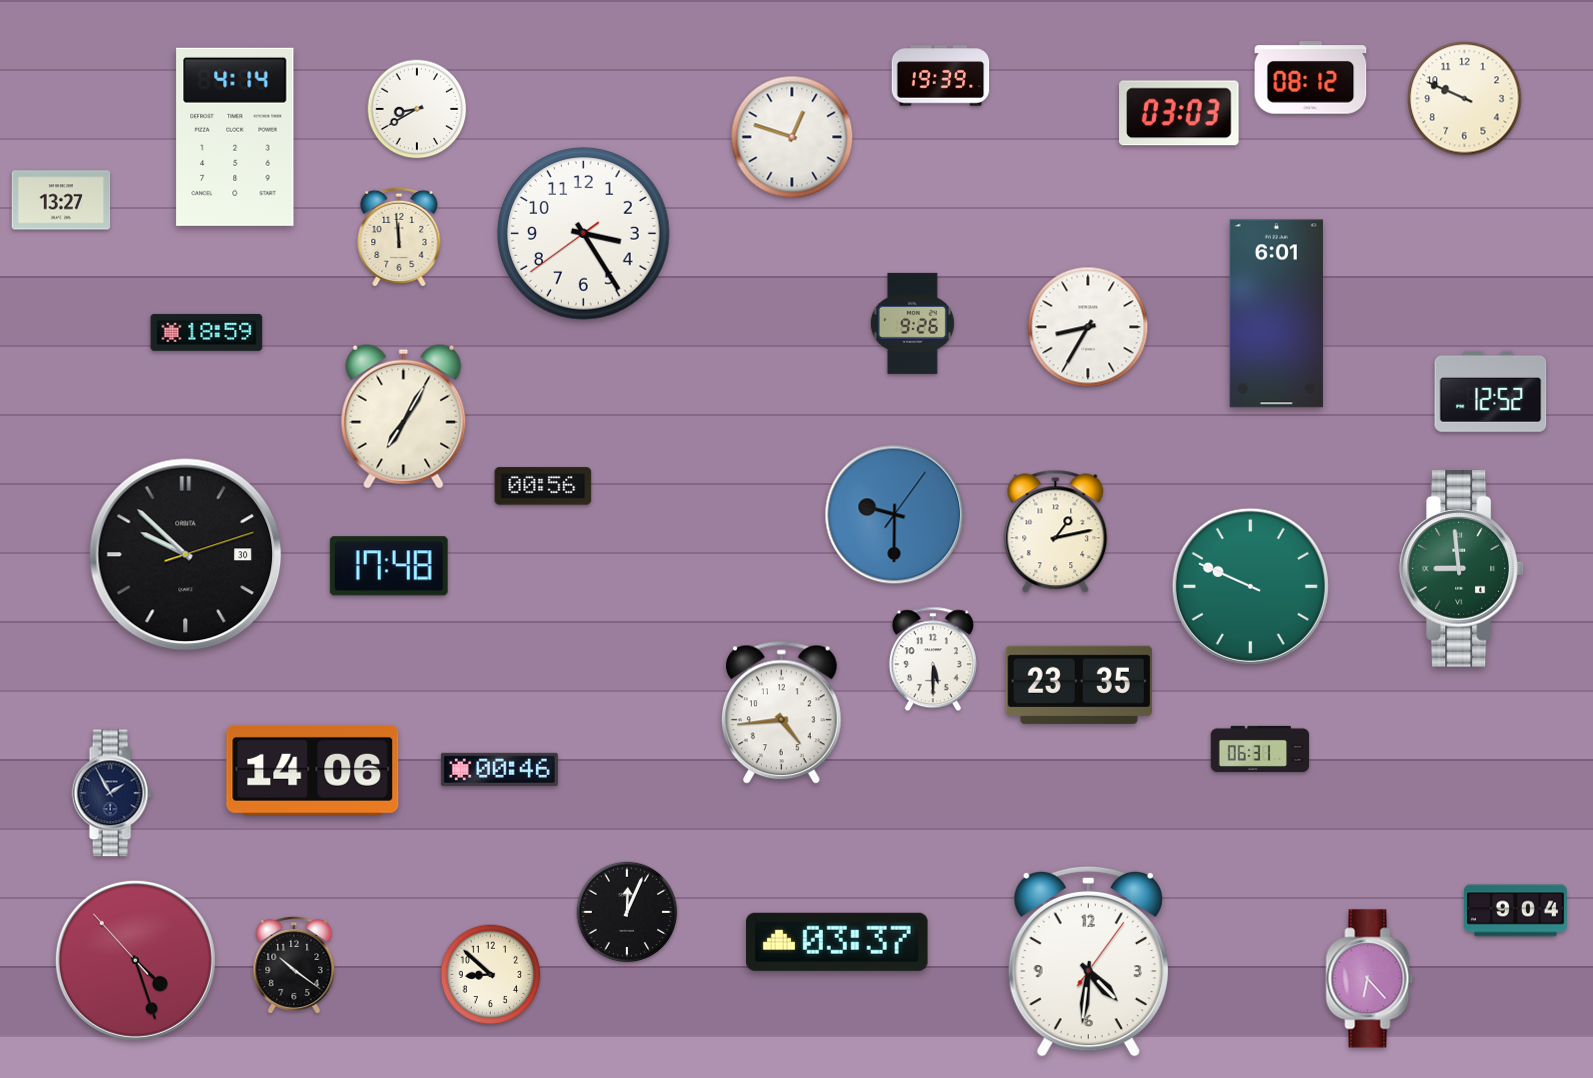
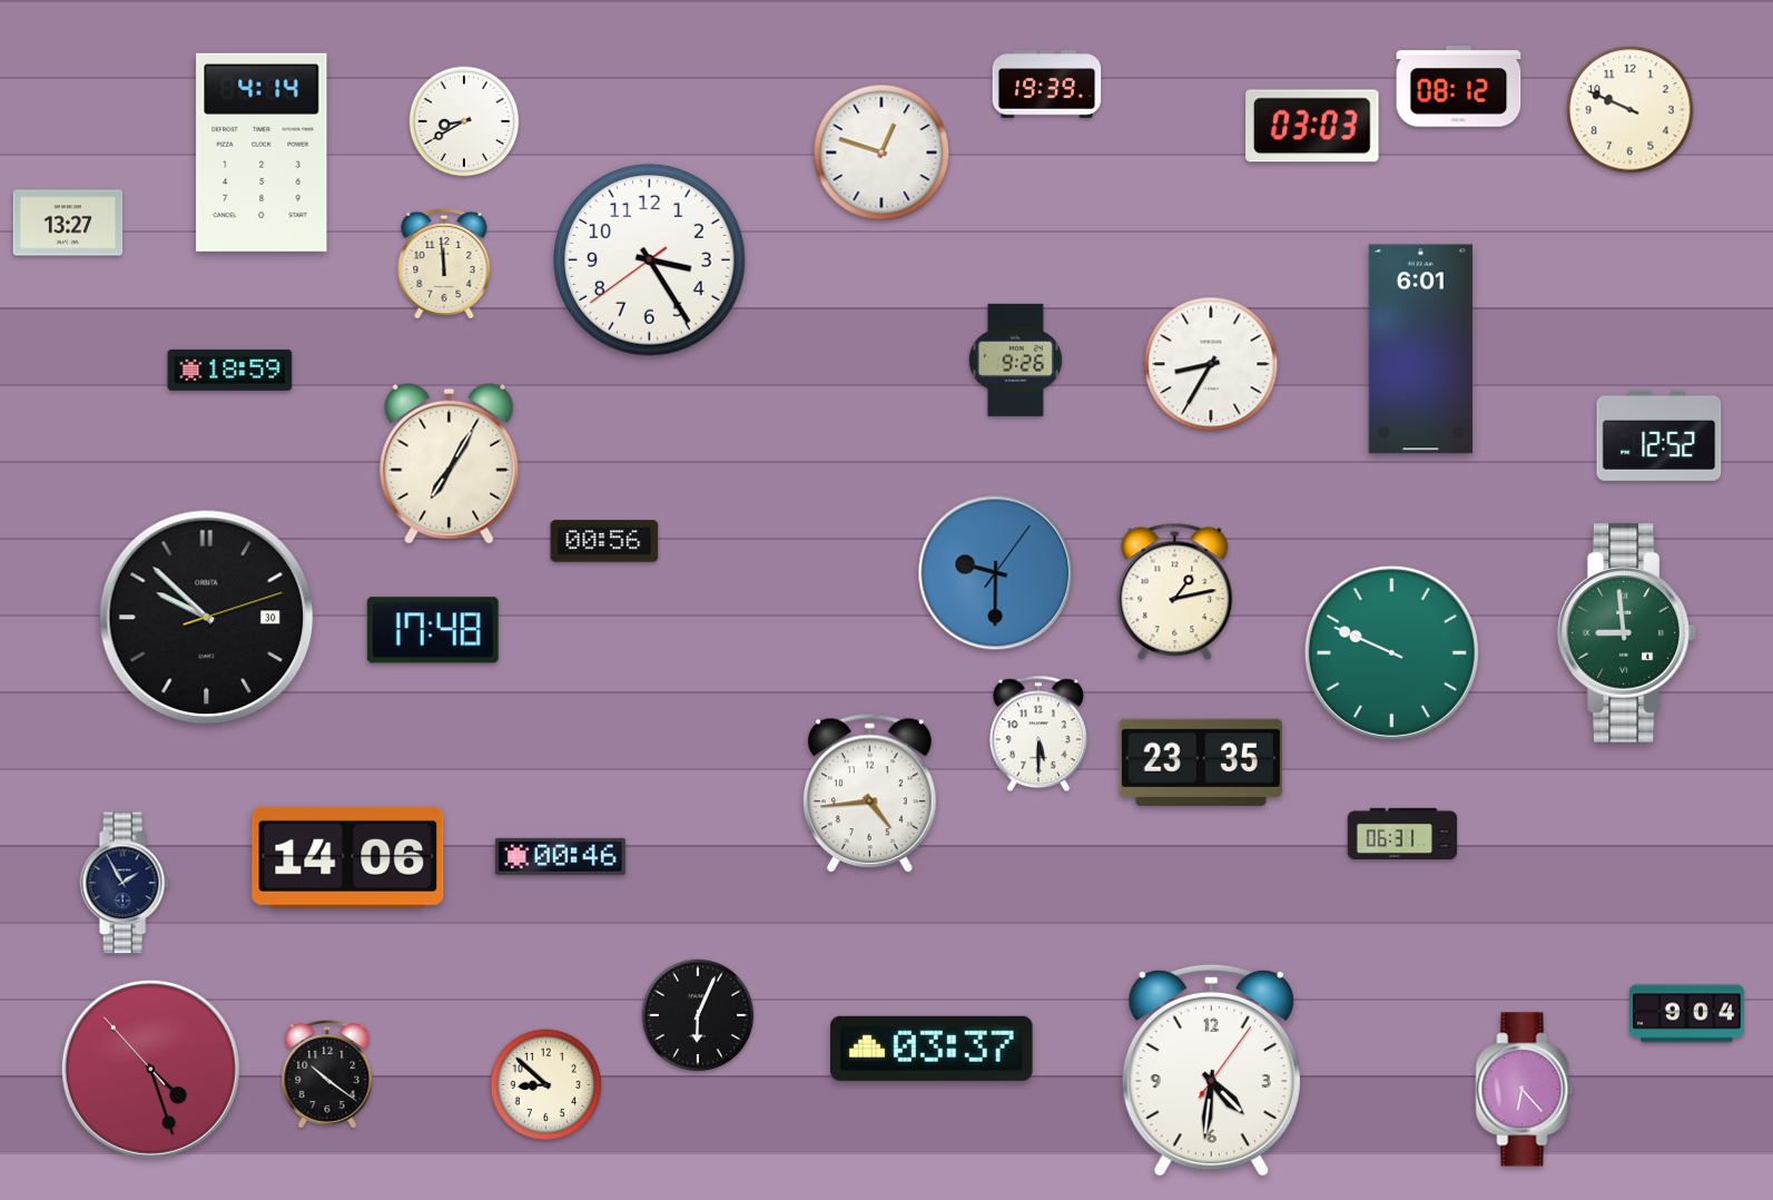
clock at (499, 769) position: (499, 769) -> (560, 856)
clock at (627, 912): 12:04 -> 6:04
